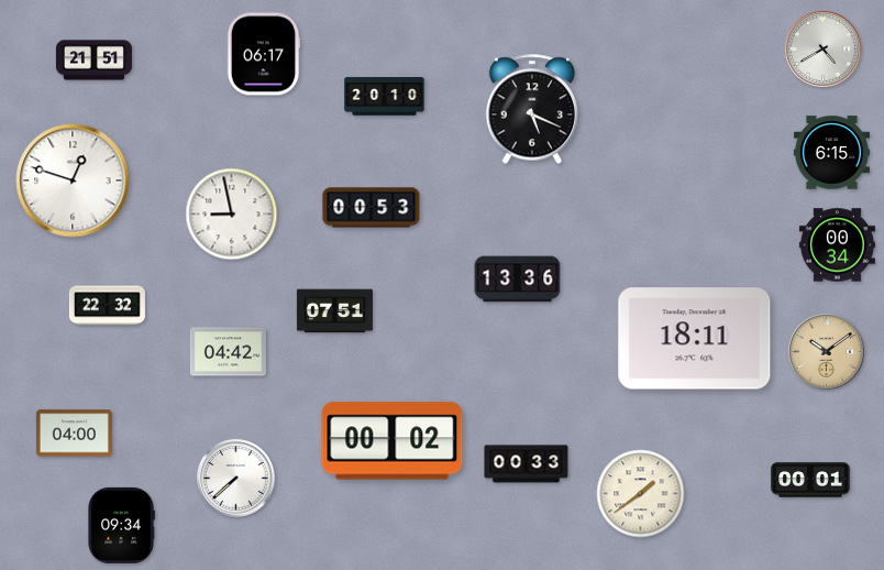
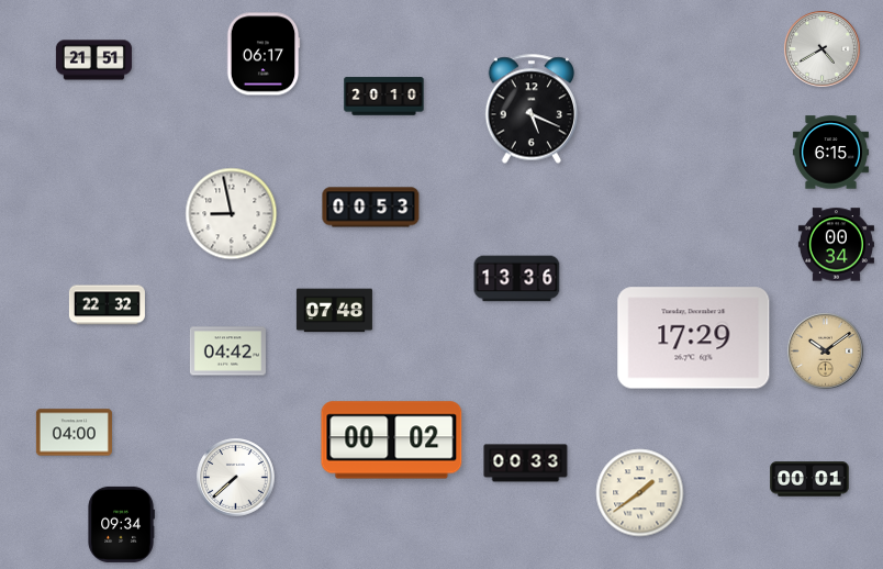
clock at (73, 180): 12:48 -> none
clock at (334, 311): 07:51 -> 07:48
clock at (695, 339): 18:11 -> 17:29
